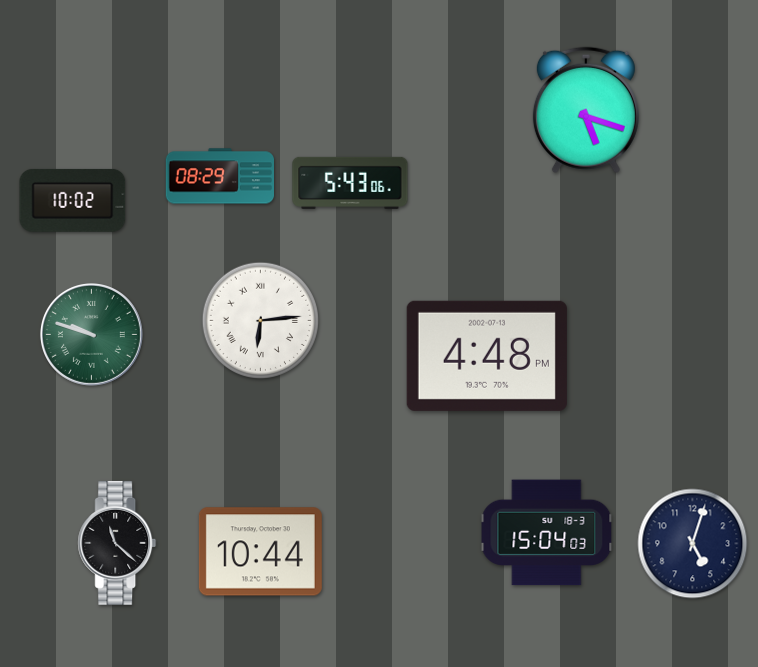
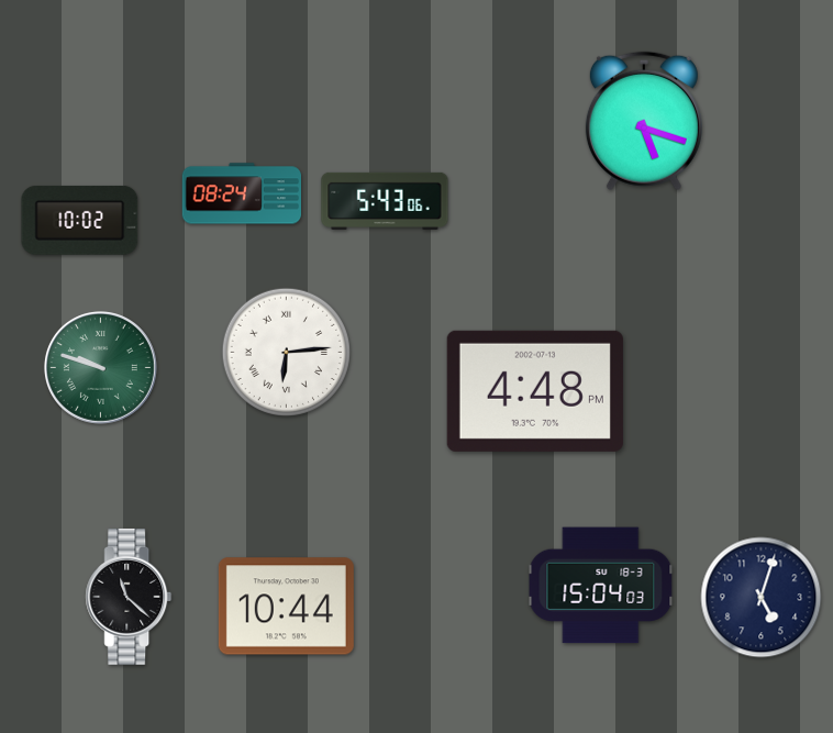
clock at (220, 176): 08:29 -> 08:24
